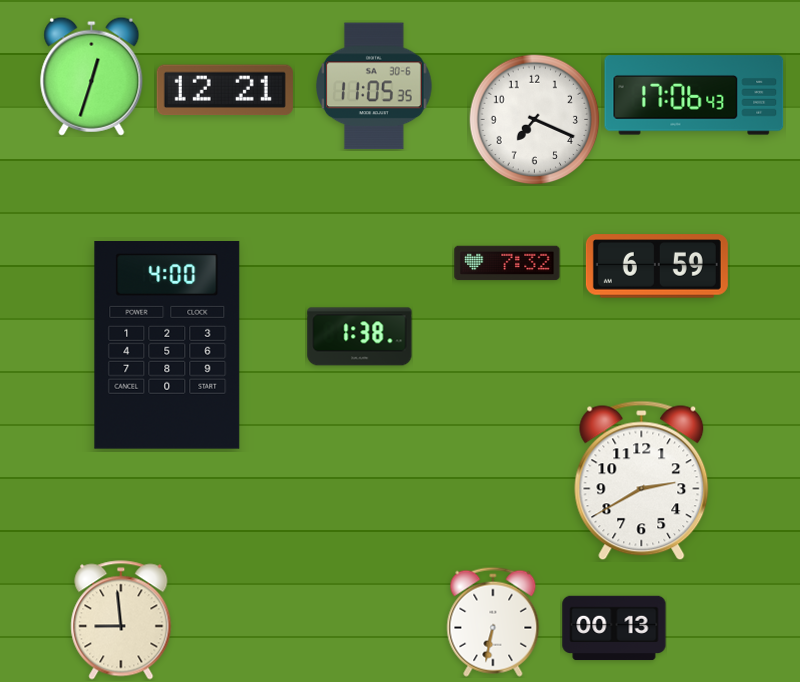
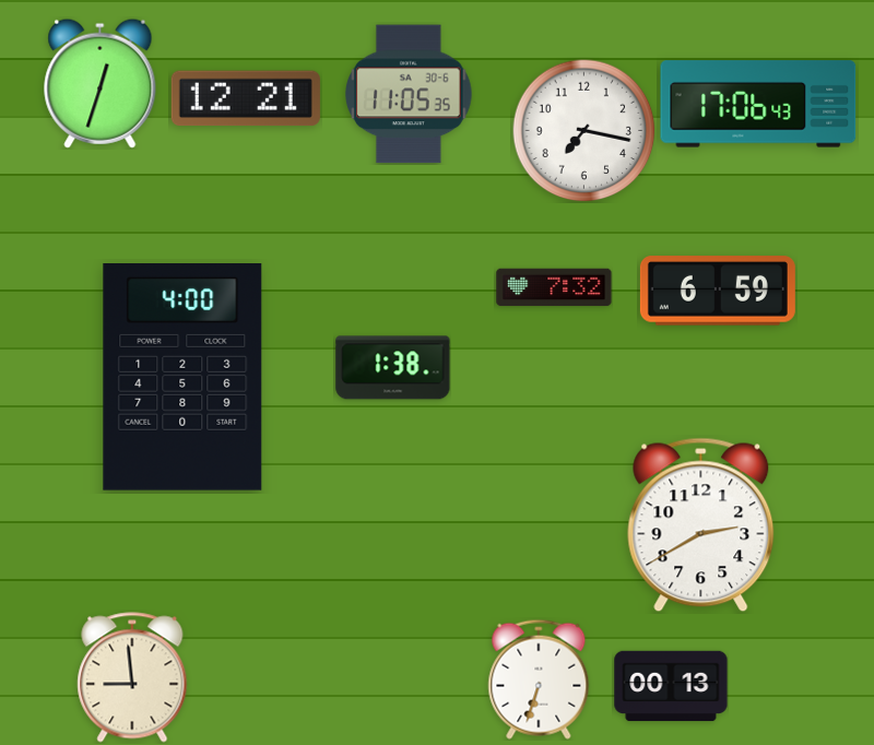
clock at (535, 120): 7:19 -> 7:17
clock at (493, 622): 6:32 -> 6:33
